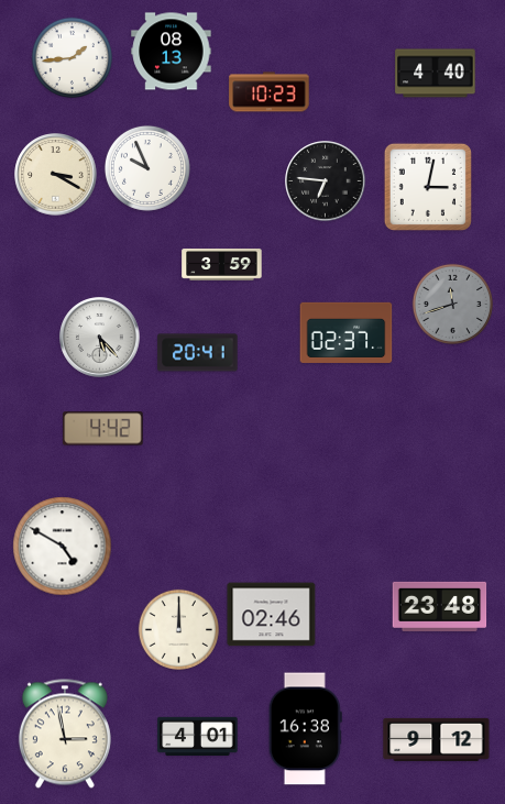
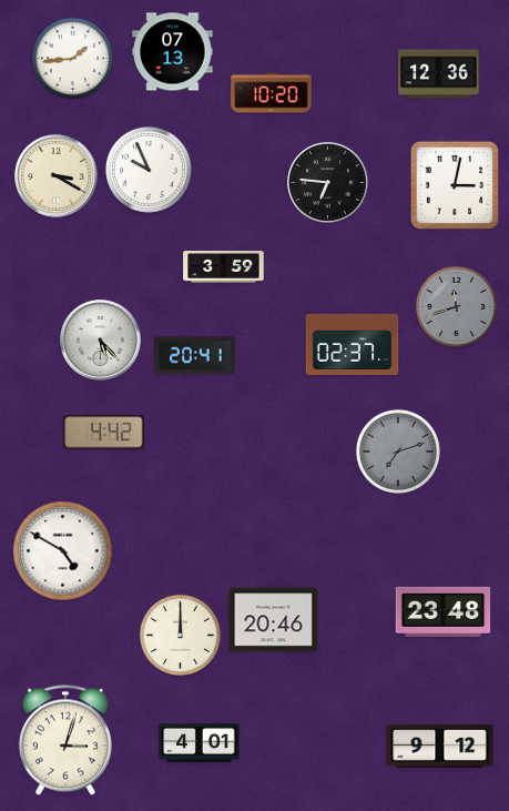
clock at (172, 52): 08:13 -> 07:13
clock at (436, 74): 4:40 -> 12:36
clock at (270, 92): 10:23 -> 10:20
clock at (428, 187) position: (428, 187) -> (455, 185)
clock at (347, 332) position: (347, 332) -> (353, 344)
clock at (198, 353) position: (198, 353) -> (195, 356)
clock at (398, 452): none -> 7:12
clock at (272, 615): 02:46 -> 20:46
clock at (305, 729): 16:38 -> none
clock at (65, 734): 2:58 -> 3:03
